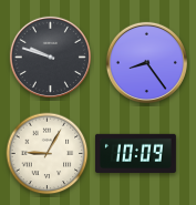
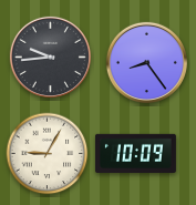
clock at (50, 57): 9:48 -> 9:44
